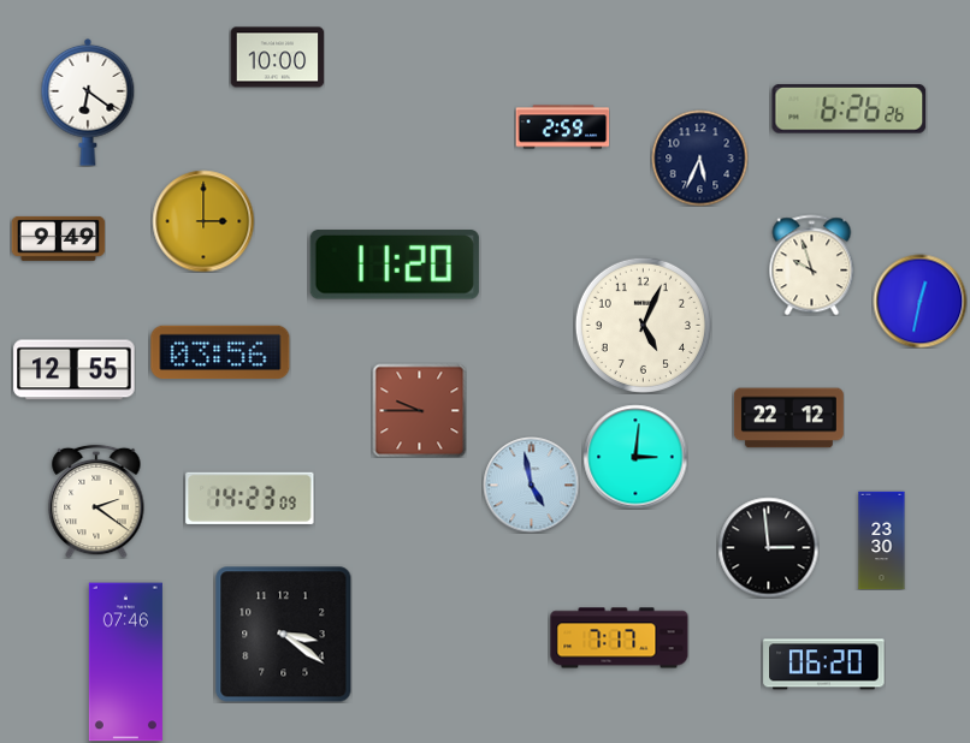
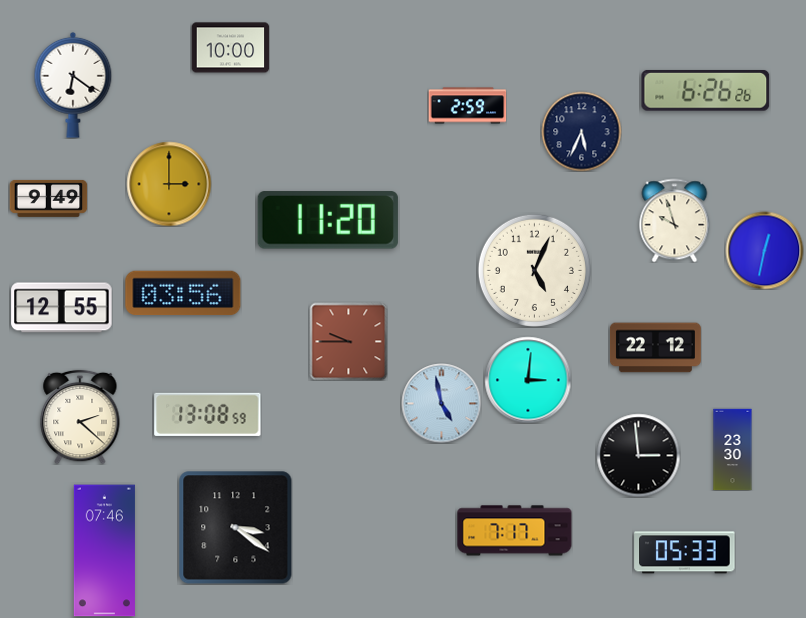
clock at (250, 498): 14:23 -> 13:08
clock at (96, 501): 2:21 -> 2:22
clock at (824, 665): 06:20 -> 05:33
